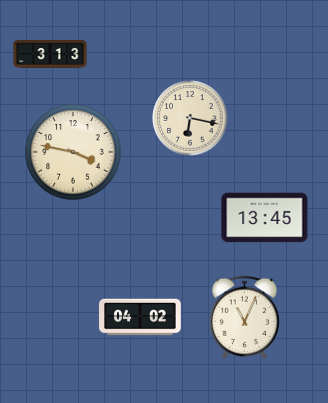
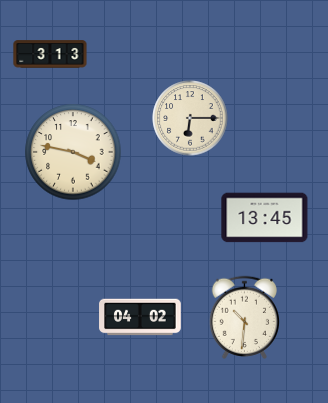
clock at (190, 118): 6:17 -> 6:15
clock at (244, 317): 11:04 -> 10:31
